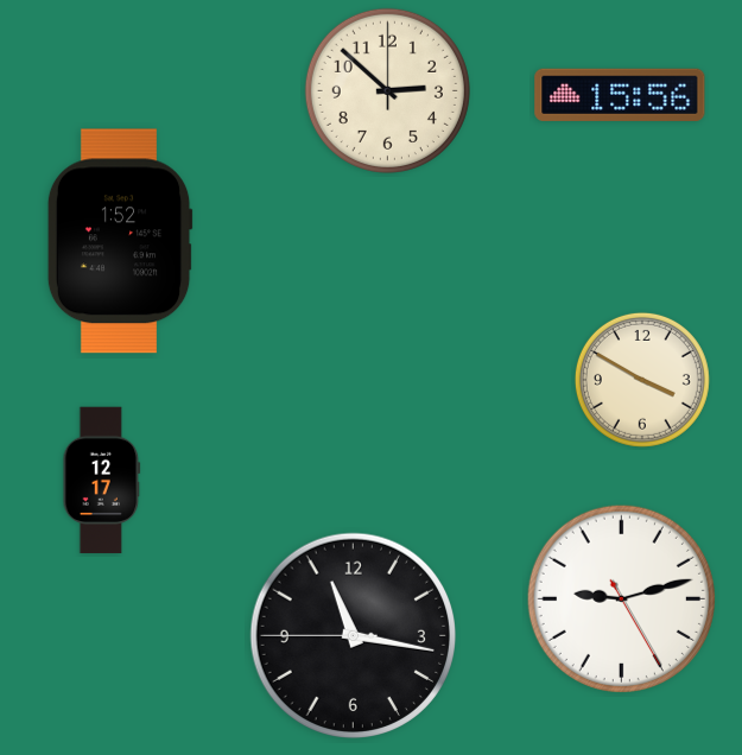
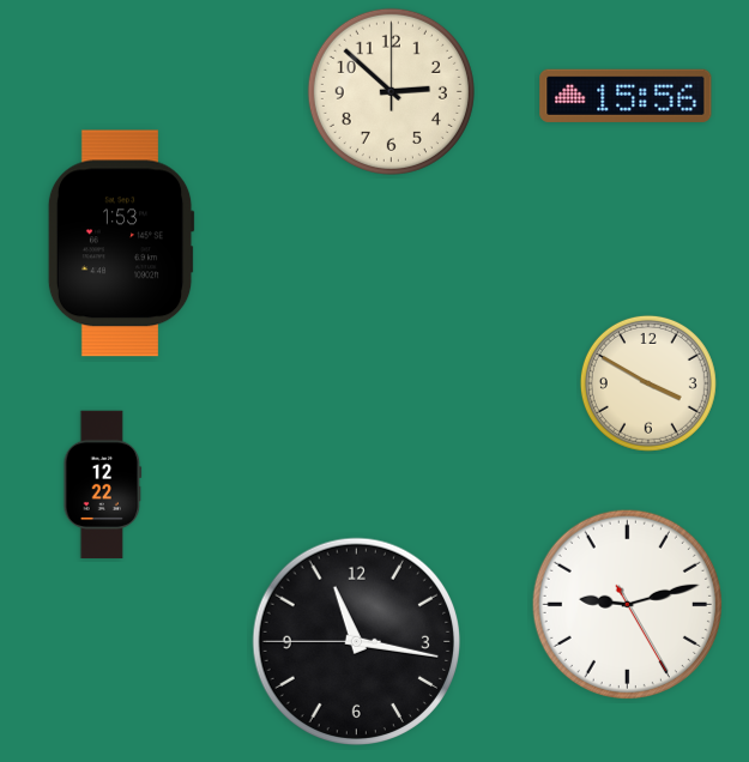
clock at (120, 241): 1:52 -> 1:53
clock at (102, 481): 12:17 -> 12:22
